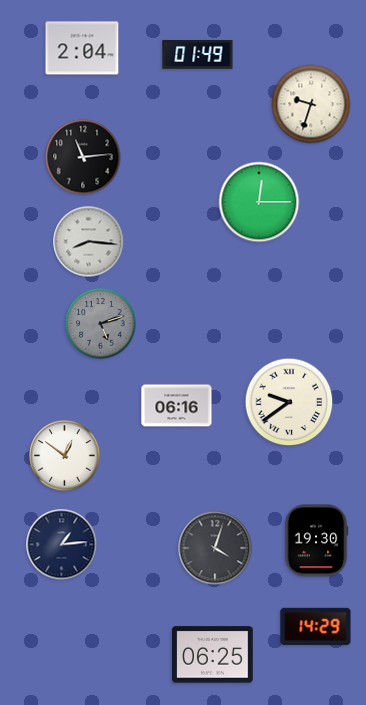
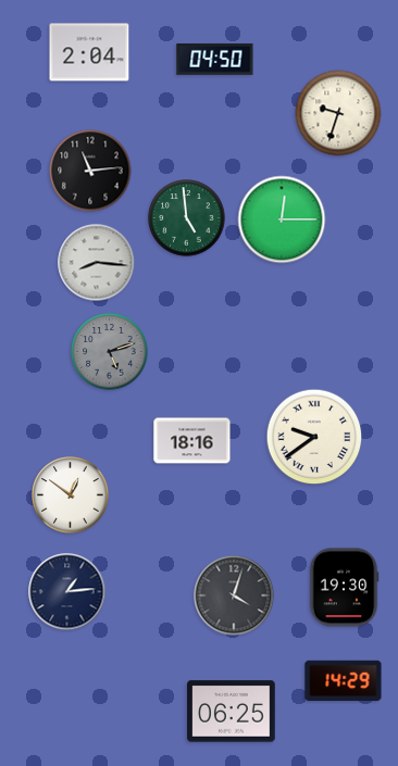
clock at (198, 55): 01:49 -> 04:50
clock at (187, 218): none -> 4:59
clock at (177, 406): 06:16 -> 18:16
